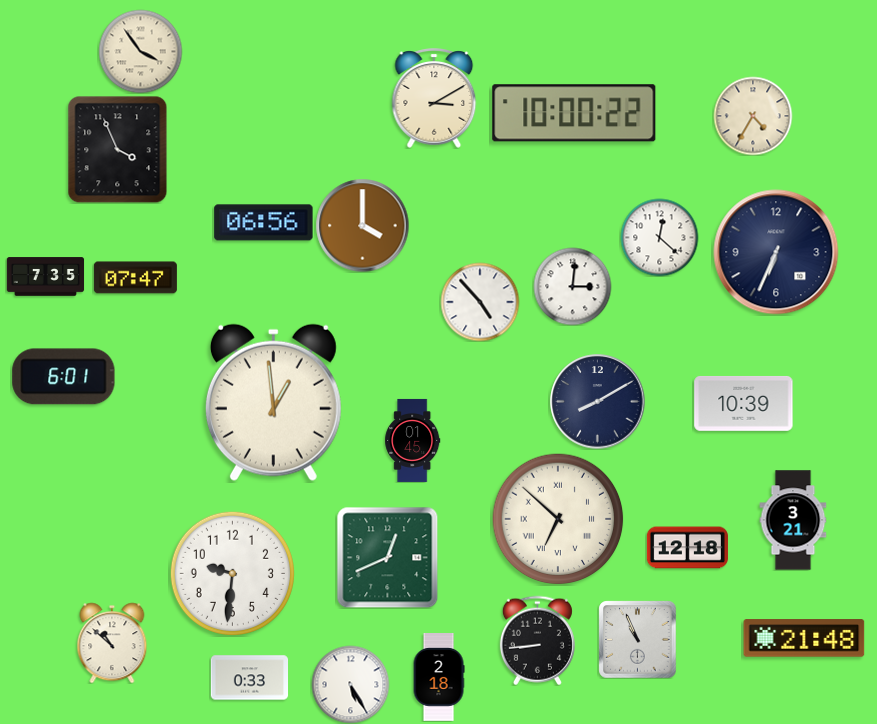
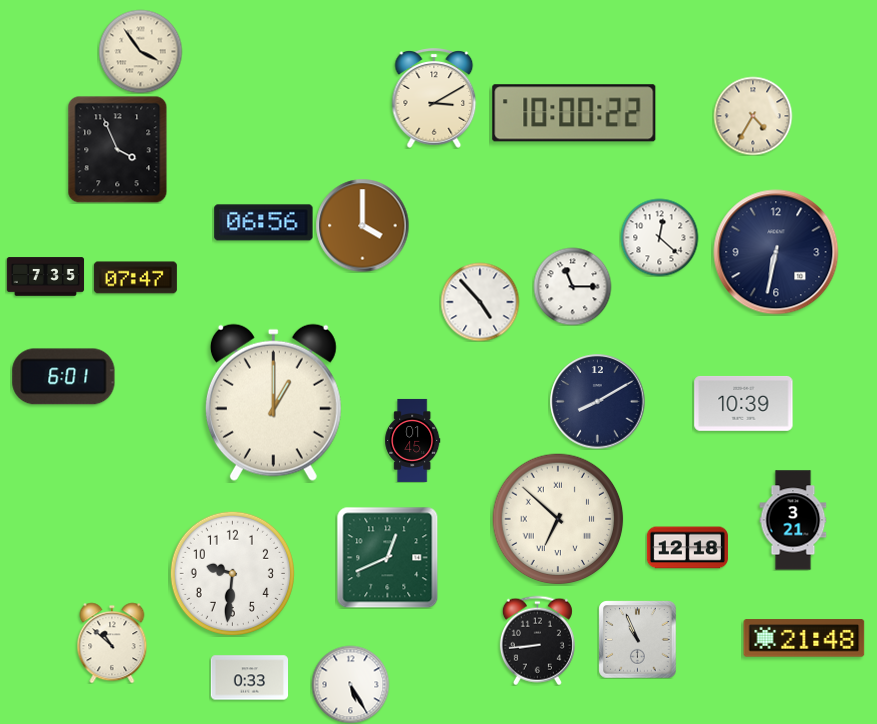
clock at (776, 252): 6:34 -> 6:32
clock at (572, 286): 3:01 -> 11:15
clock at (273, 402): 12:59 -> 1:00
clock at (439, 677): 2:18 -> none
